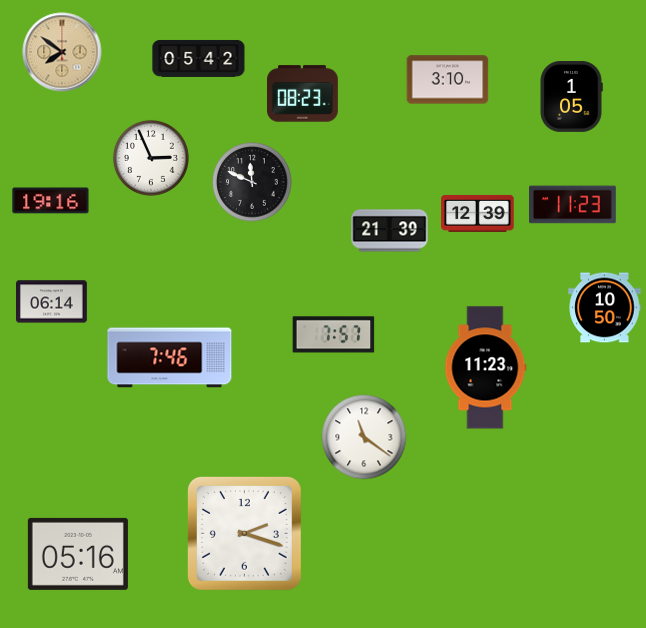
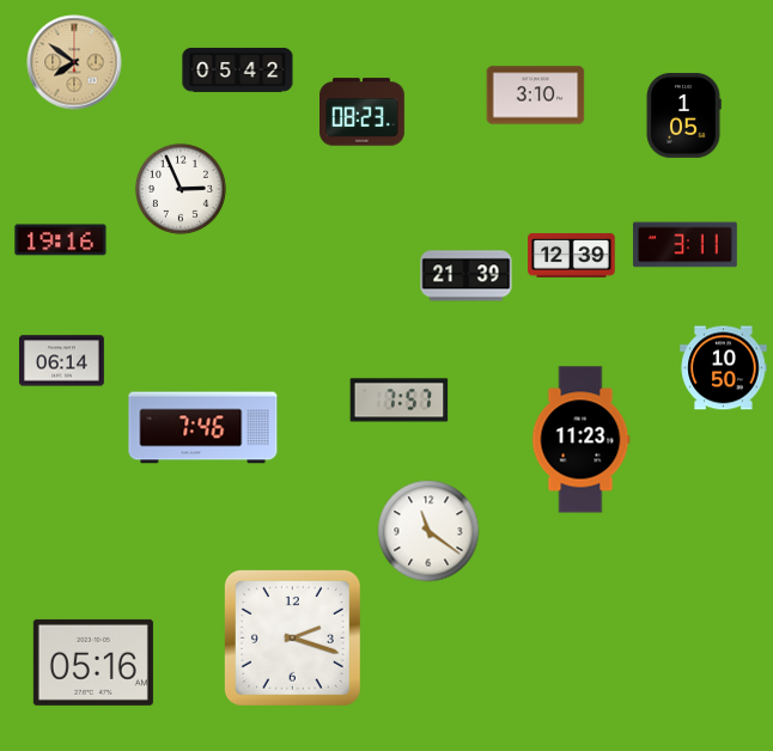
clock at (252, 182): 11:49 -> none
clock at (573, 205): 11:23 -> 3:11
clock at (364, 437) position: (364, 437) -> (428, 531)
